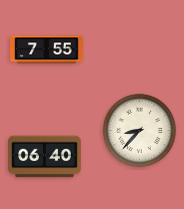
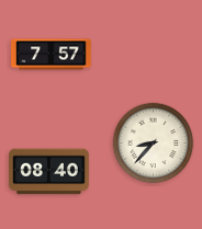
clock at (47, 50): 7:55 -> 7:57
clock at (45, 157): 06:40 -> 08:40
